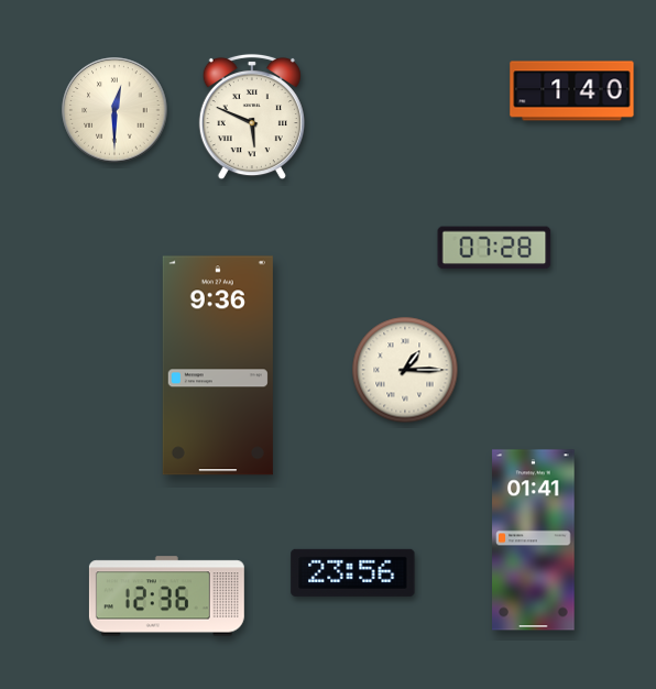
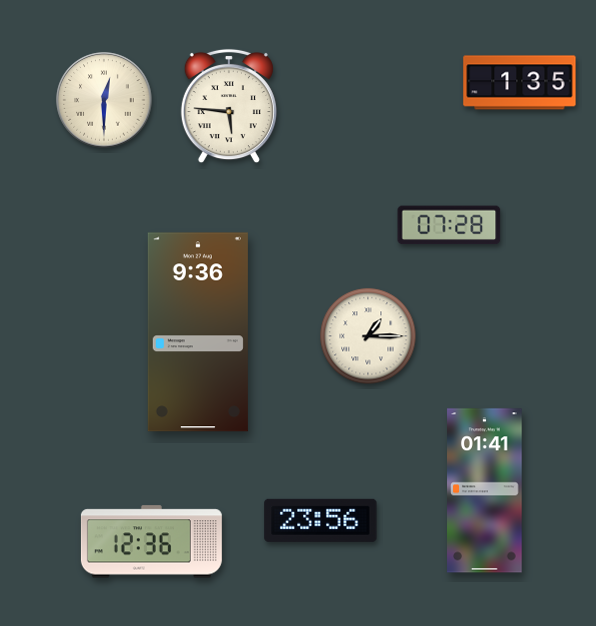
clock at (572, 91): 1:40 -> 1:35
clock at (252, 117): 5:49 -> 5:46
